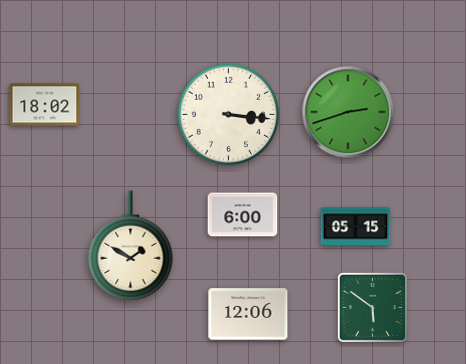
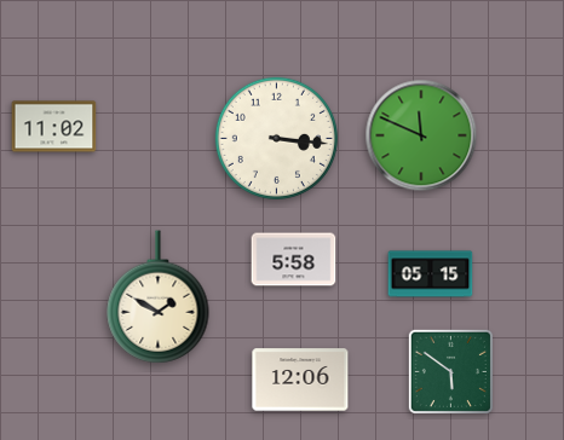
clock at (45, 105): 18:02 -> 11:02
clock at (348, 112): 2:42 -> 11:49
clock at (243, 215): 6:00 -> 5:58
